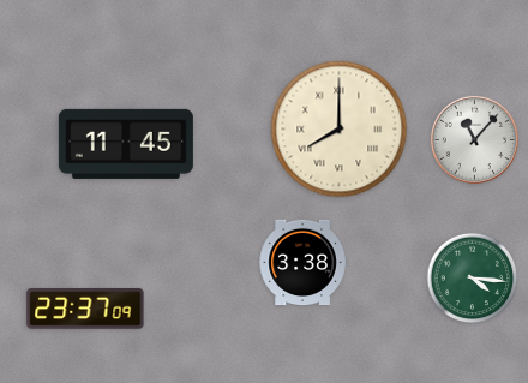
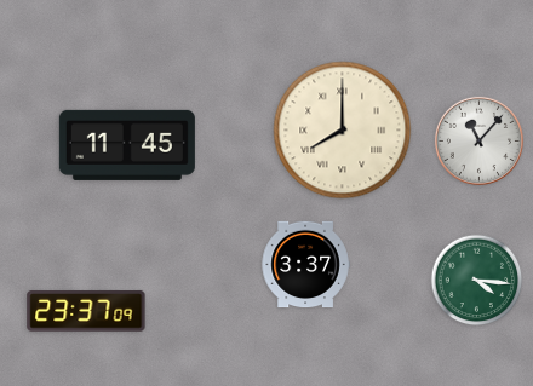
clock at (302, 263): 3:38 -> 3:37
